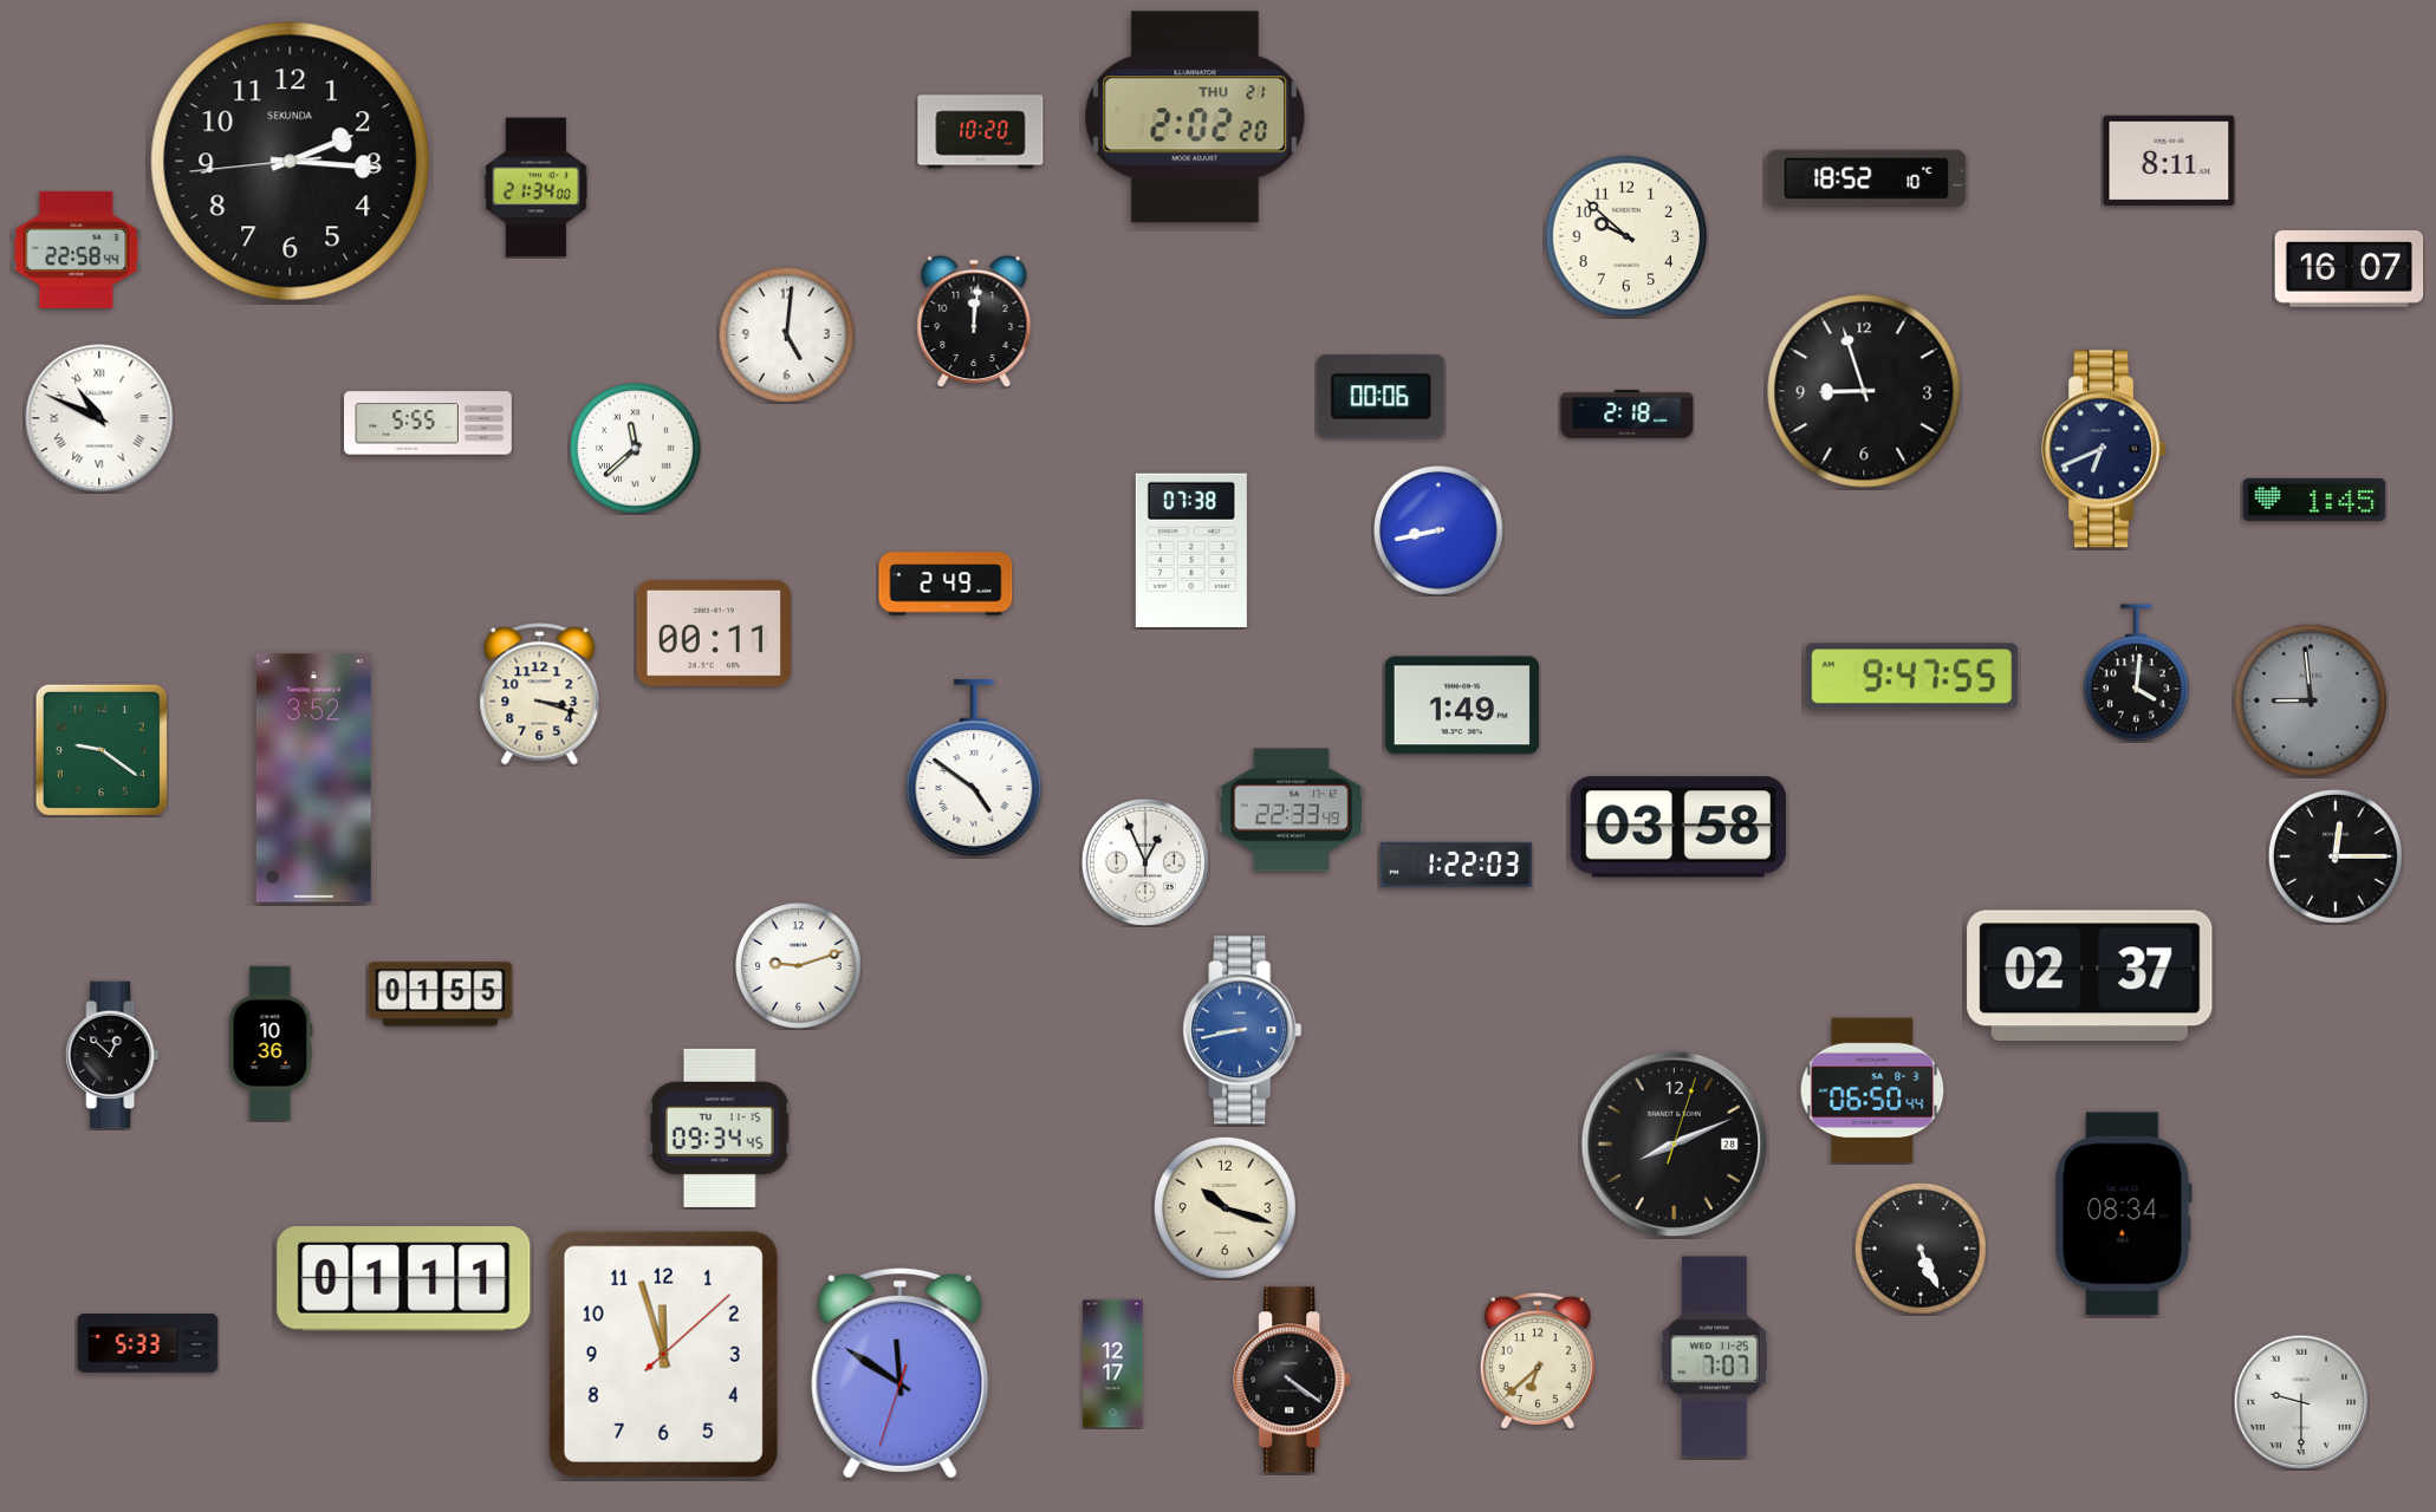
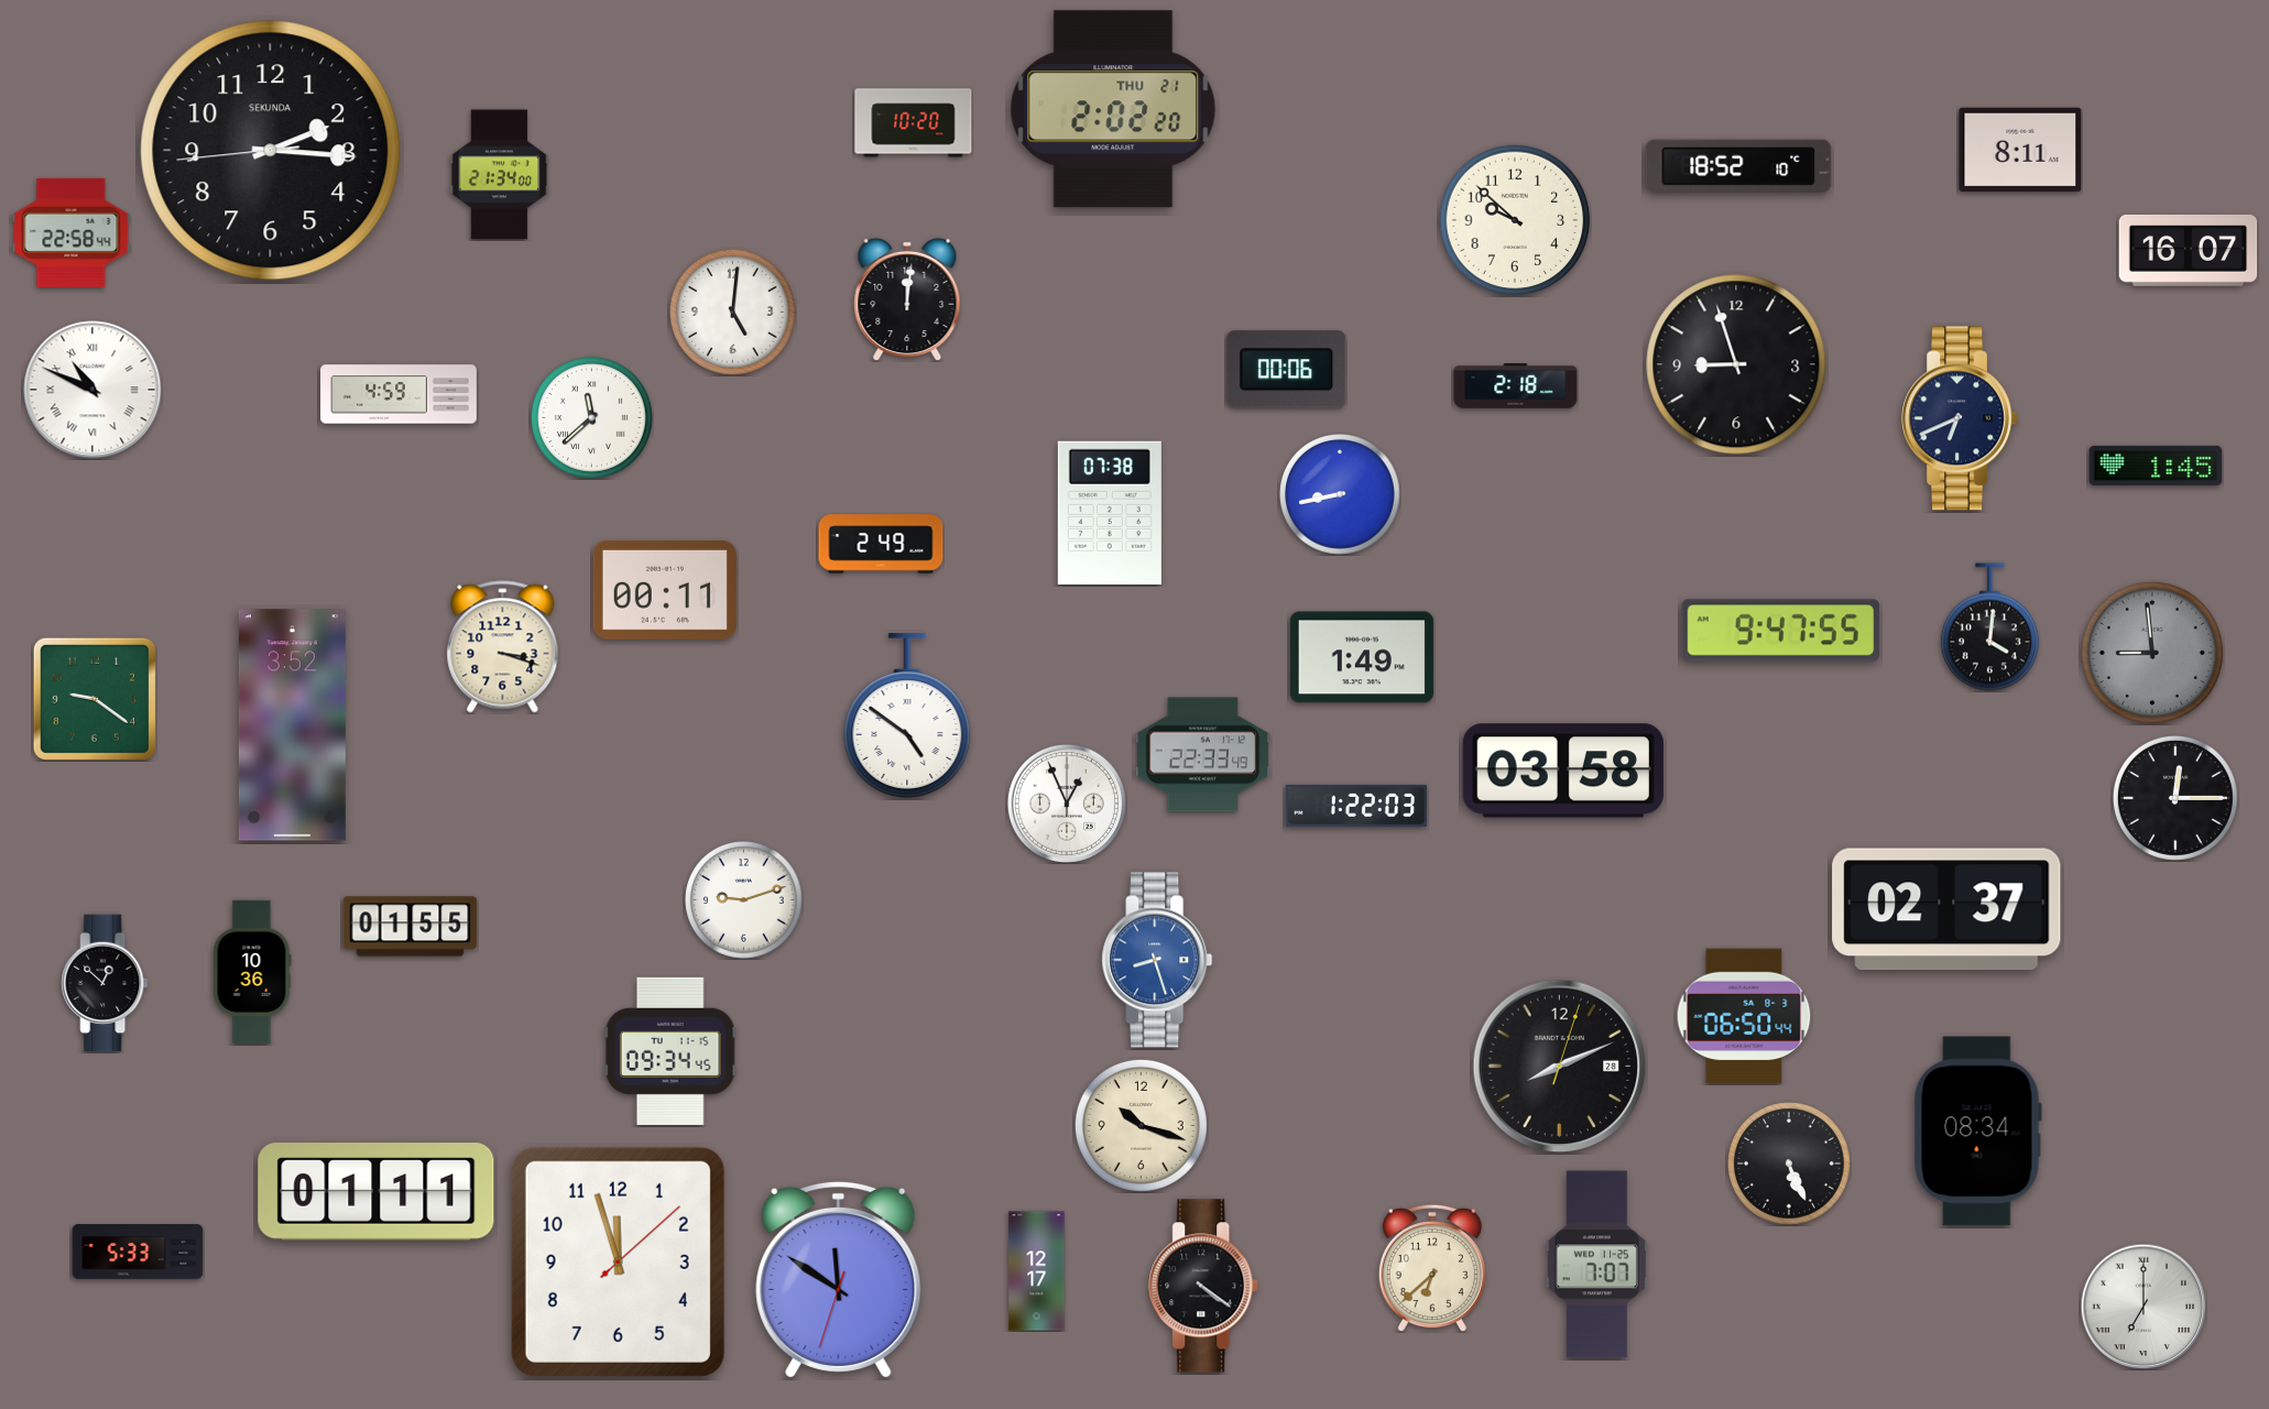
clock at (428, 423): 5:55 -> 4:59
clock at (1242, 1030): 8:43 -> 8:27
clock at (2301, 1402): 9:30 -> 7:00
